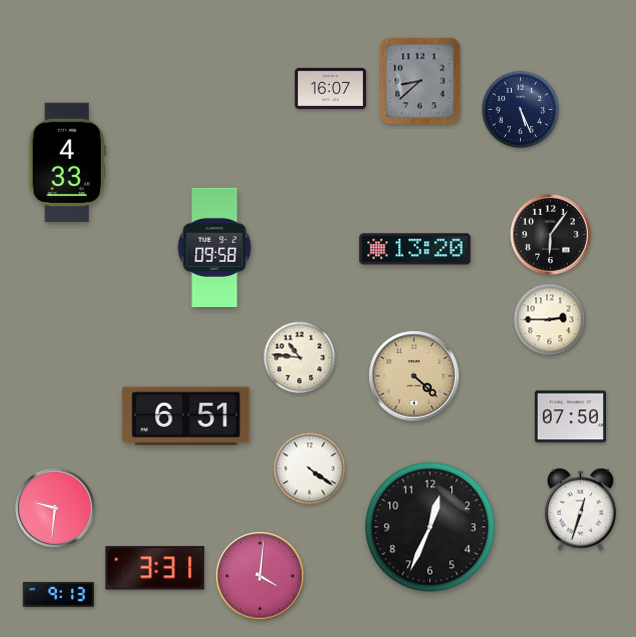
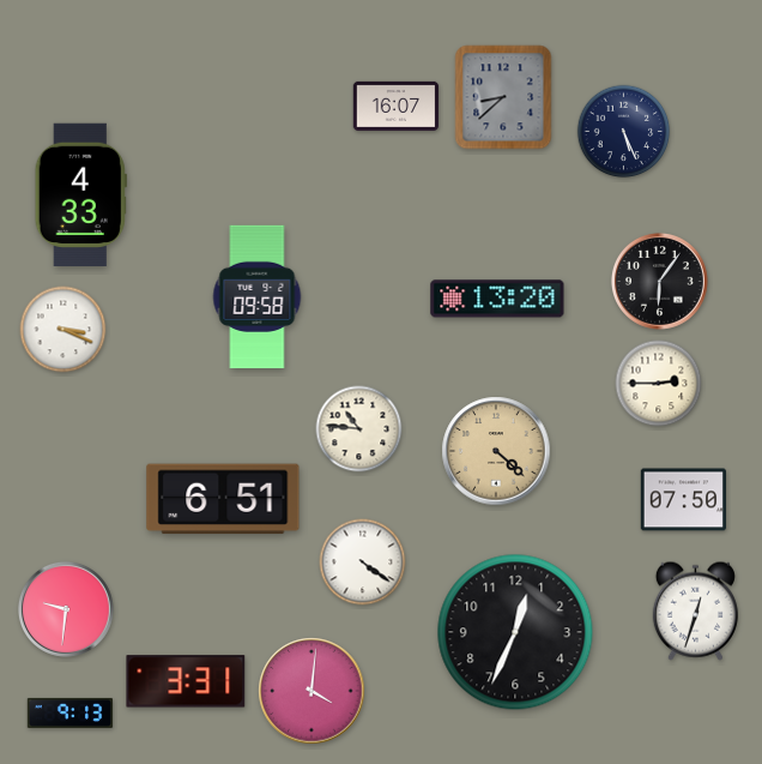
clock at (63, 330): none -> 3:19
clock at (310, 469) position: (310, 469) -> (363, 563)
